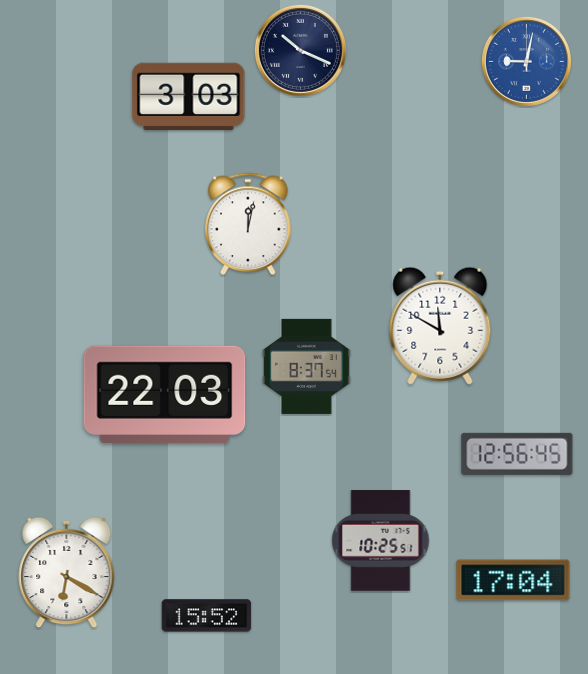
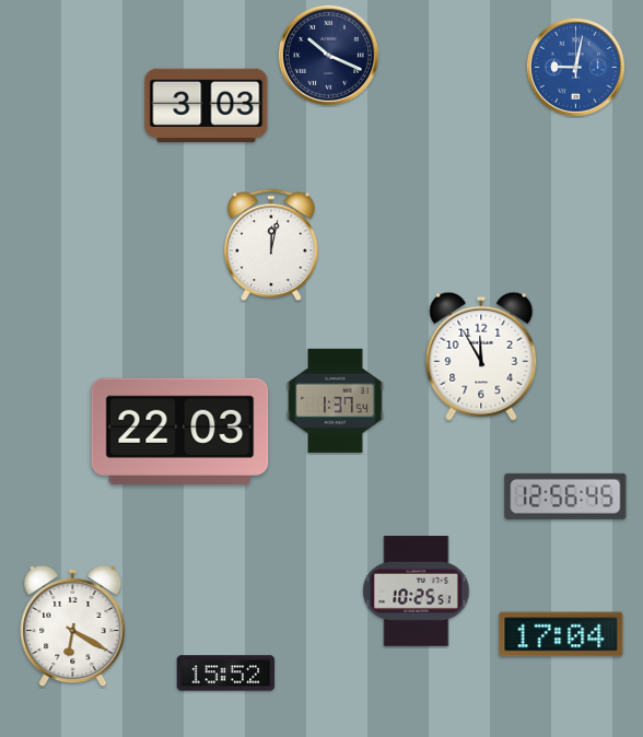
clock at (440, 326): 11:50 -> 11:55
clock at (307, 366): 8:37 -> 1:37
